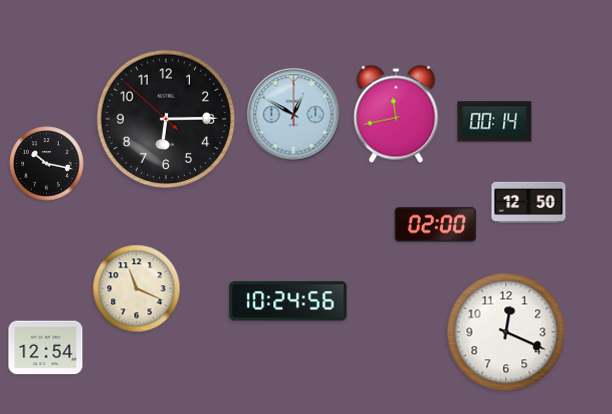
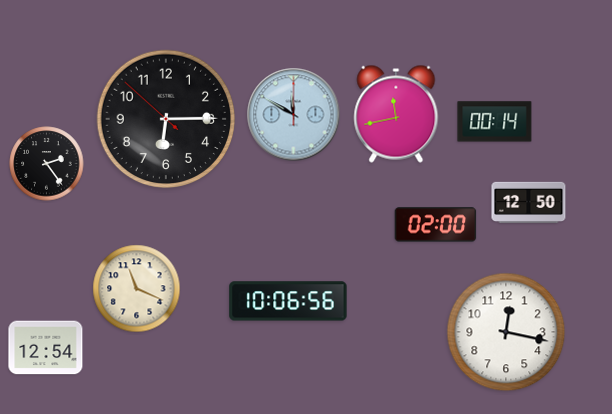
clock at (294, 115): 12:50 -> 11:50
clock at (47, 164): 10:17 -> 2:24
clock at (288, 301): 10:24 -> 10:06
clock at (506, 332): 12:19 -> 12:17
